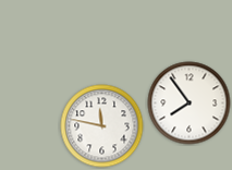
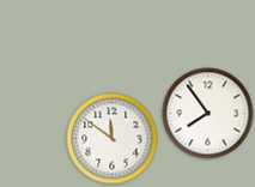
clock at (102, 126): 11:47 -> 11:51
